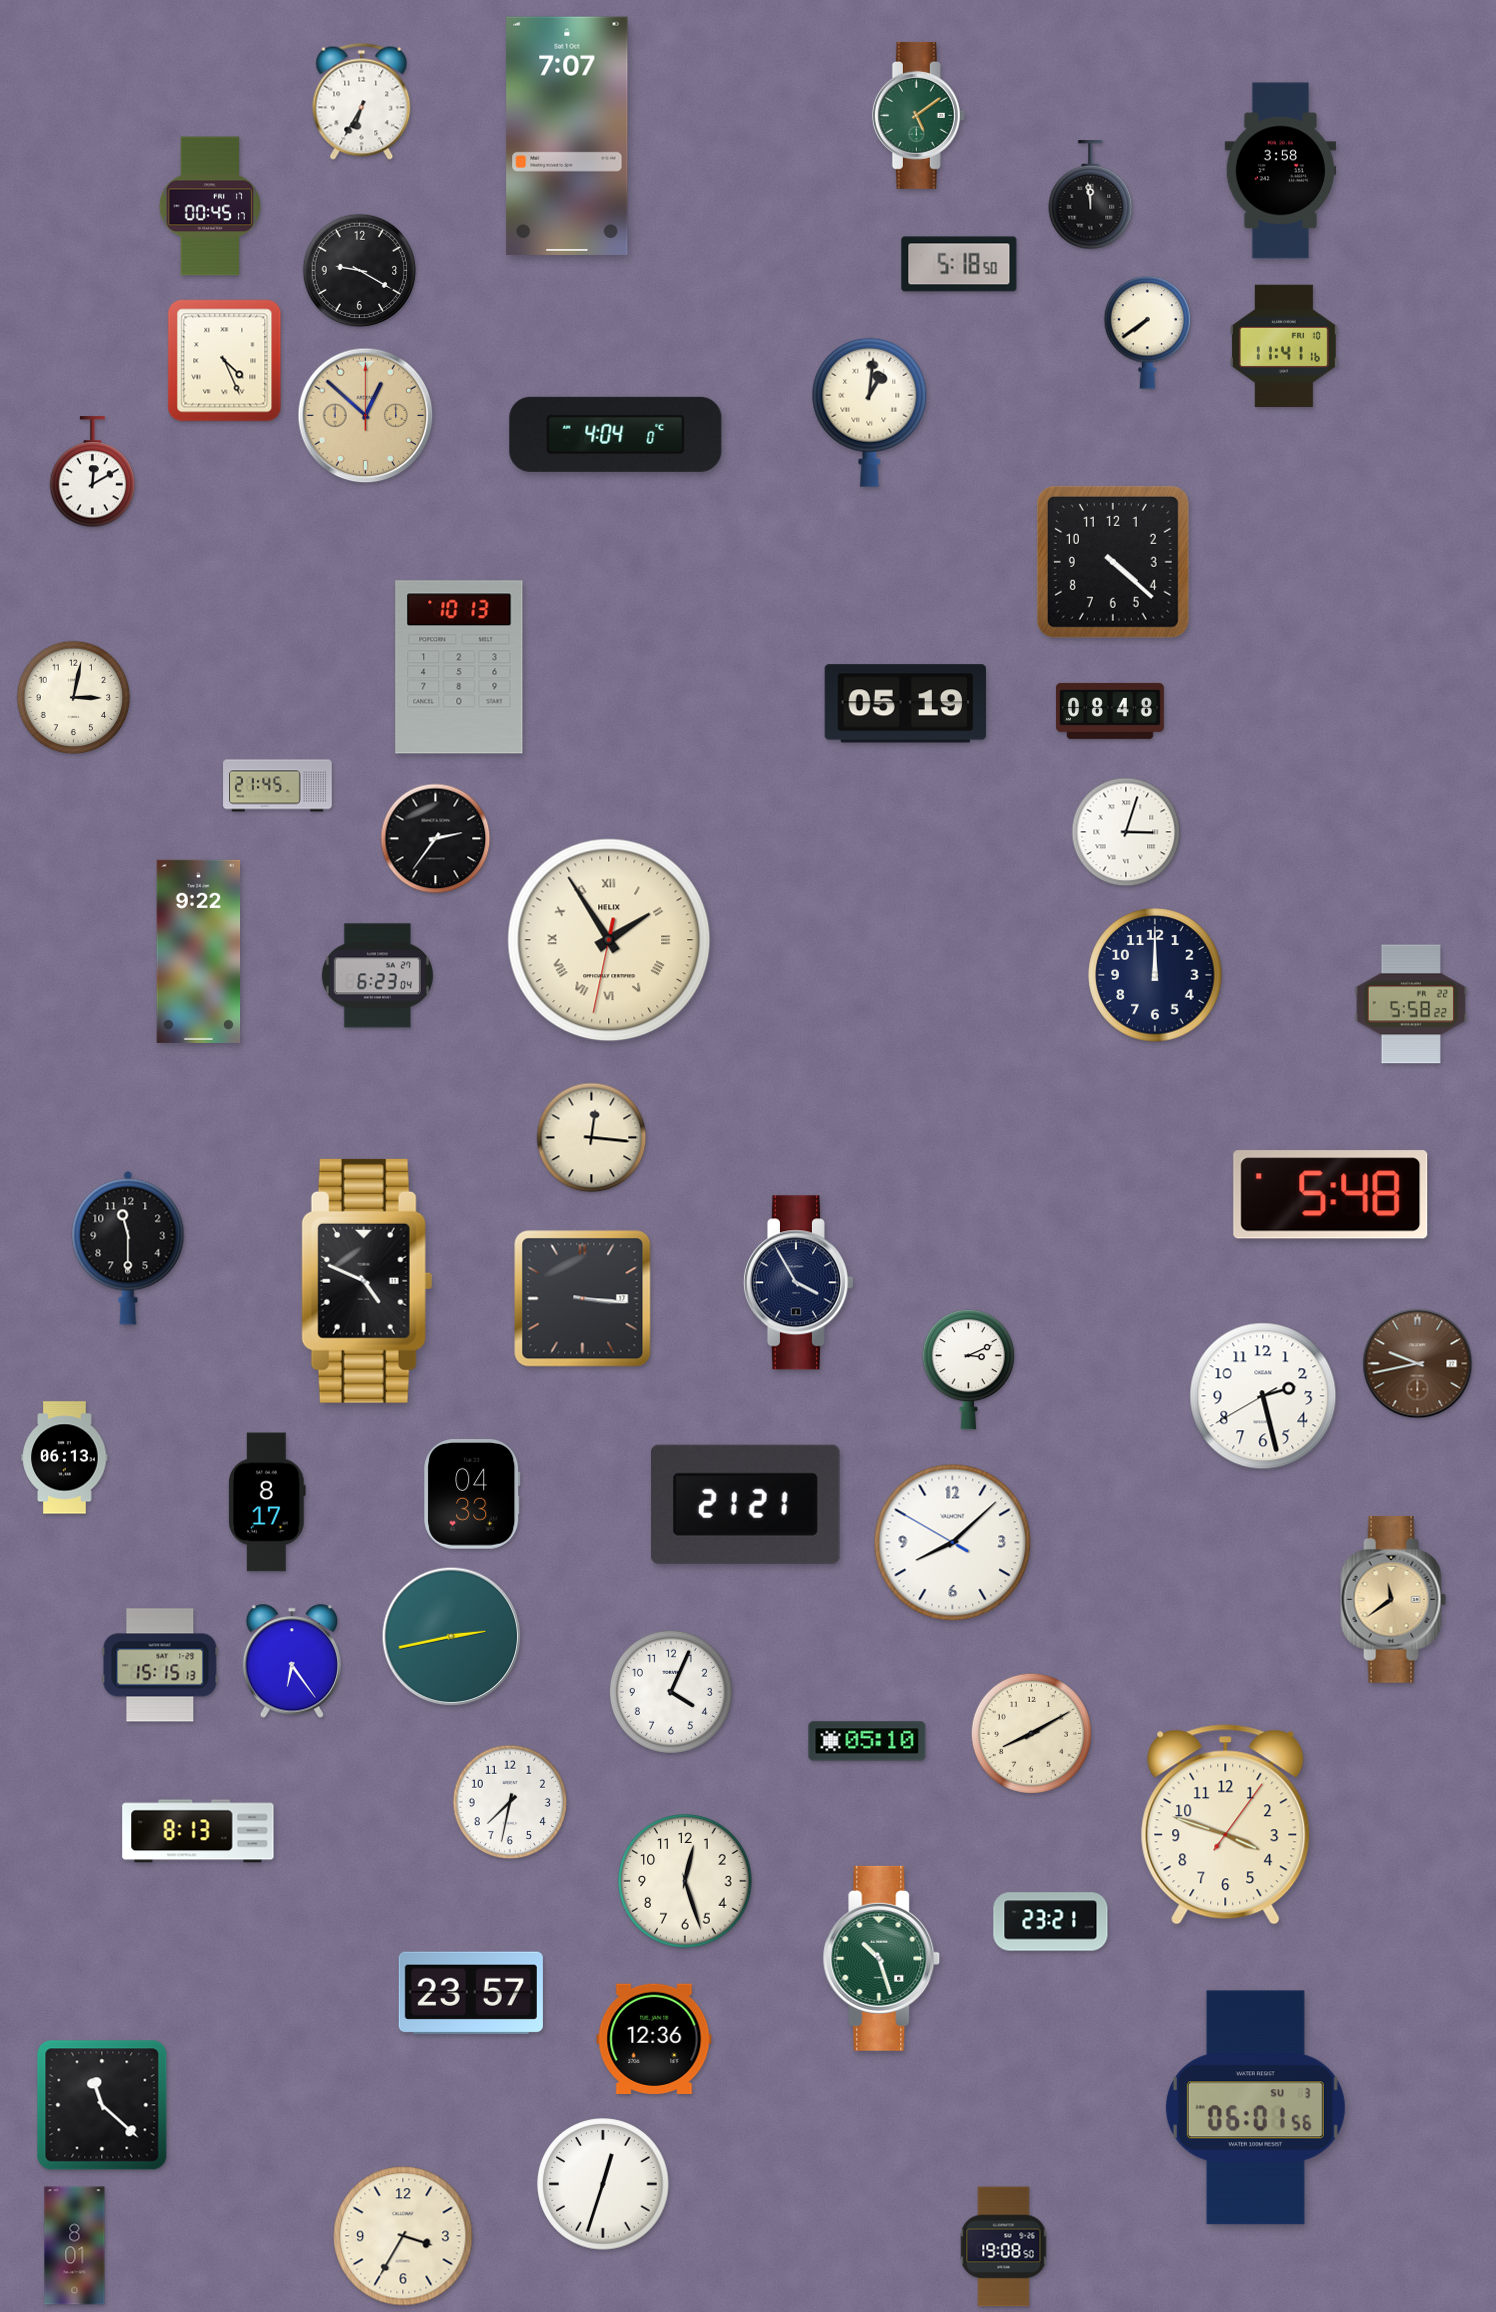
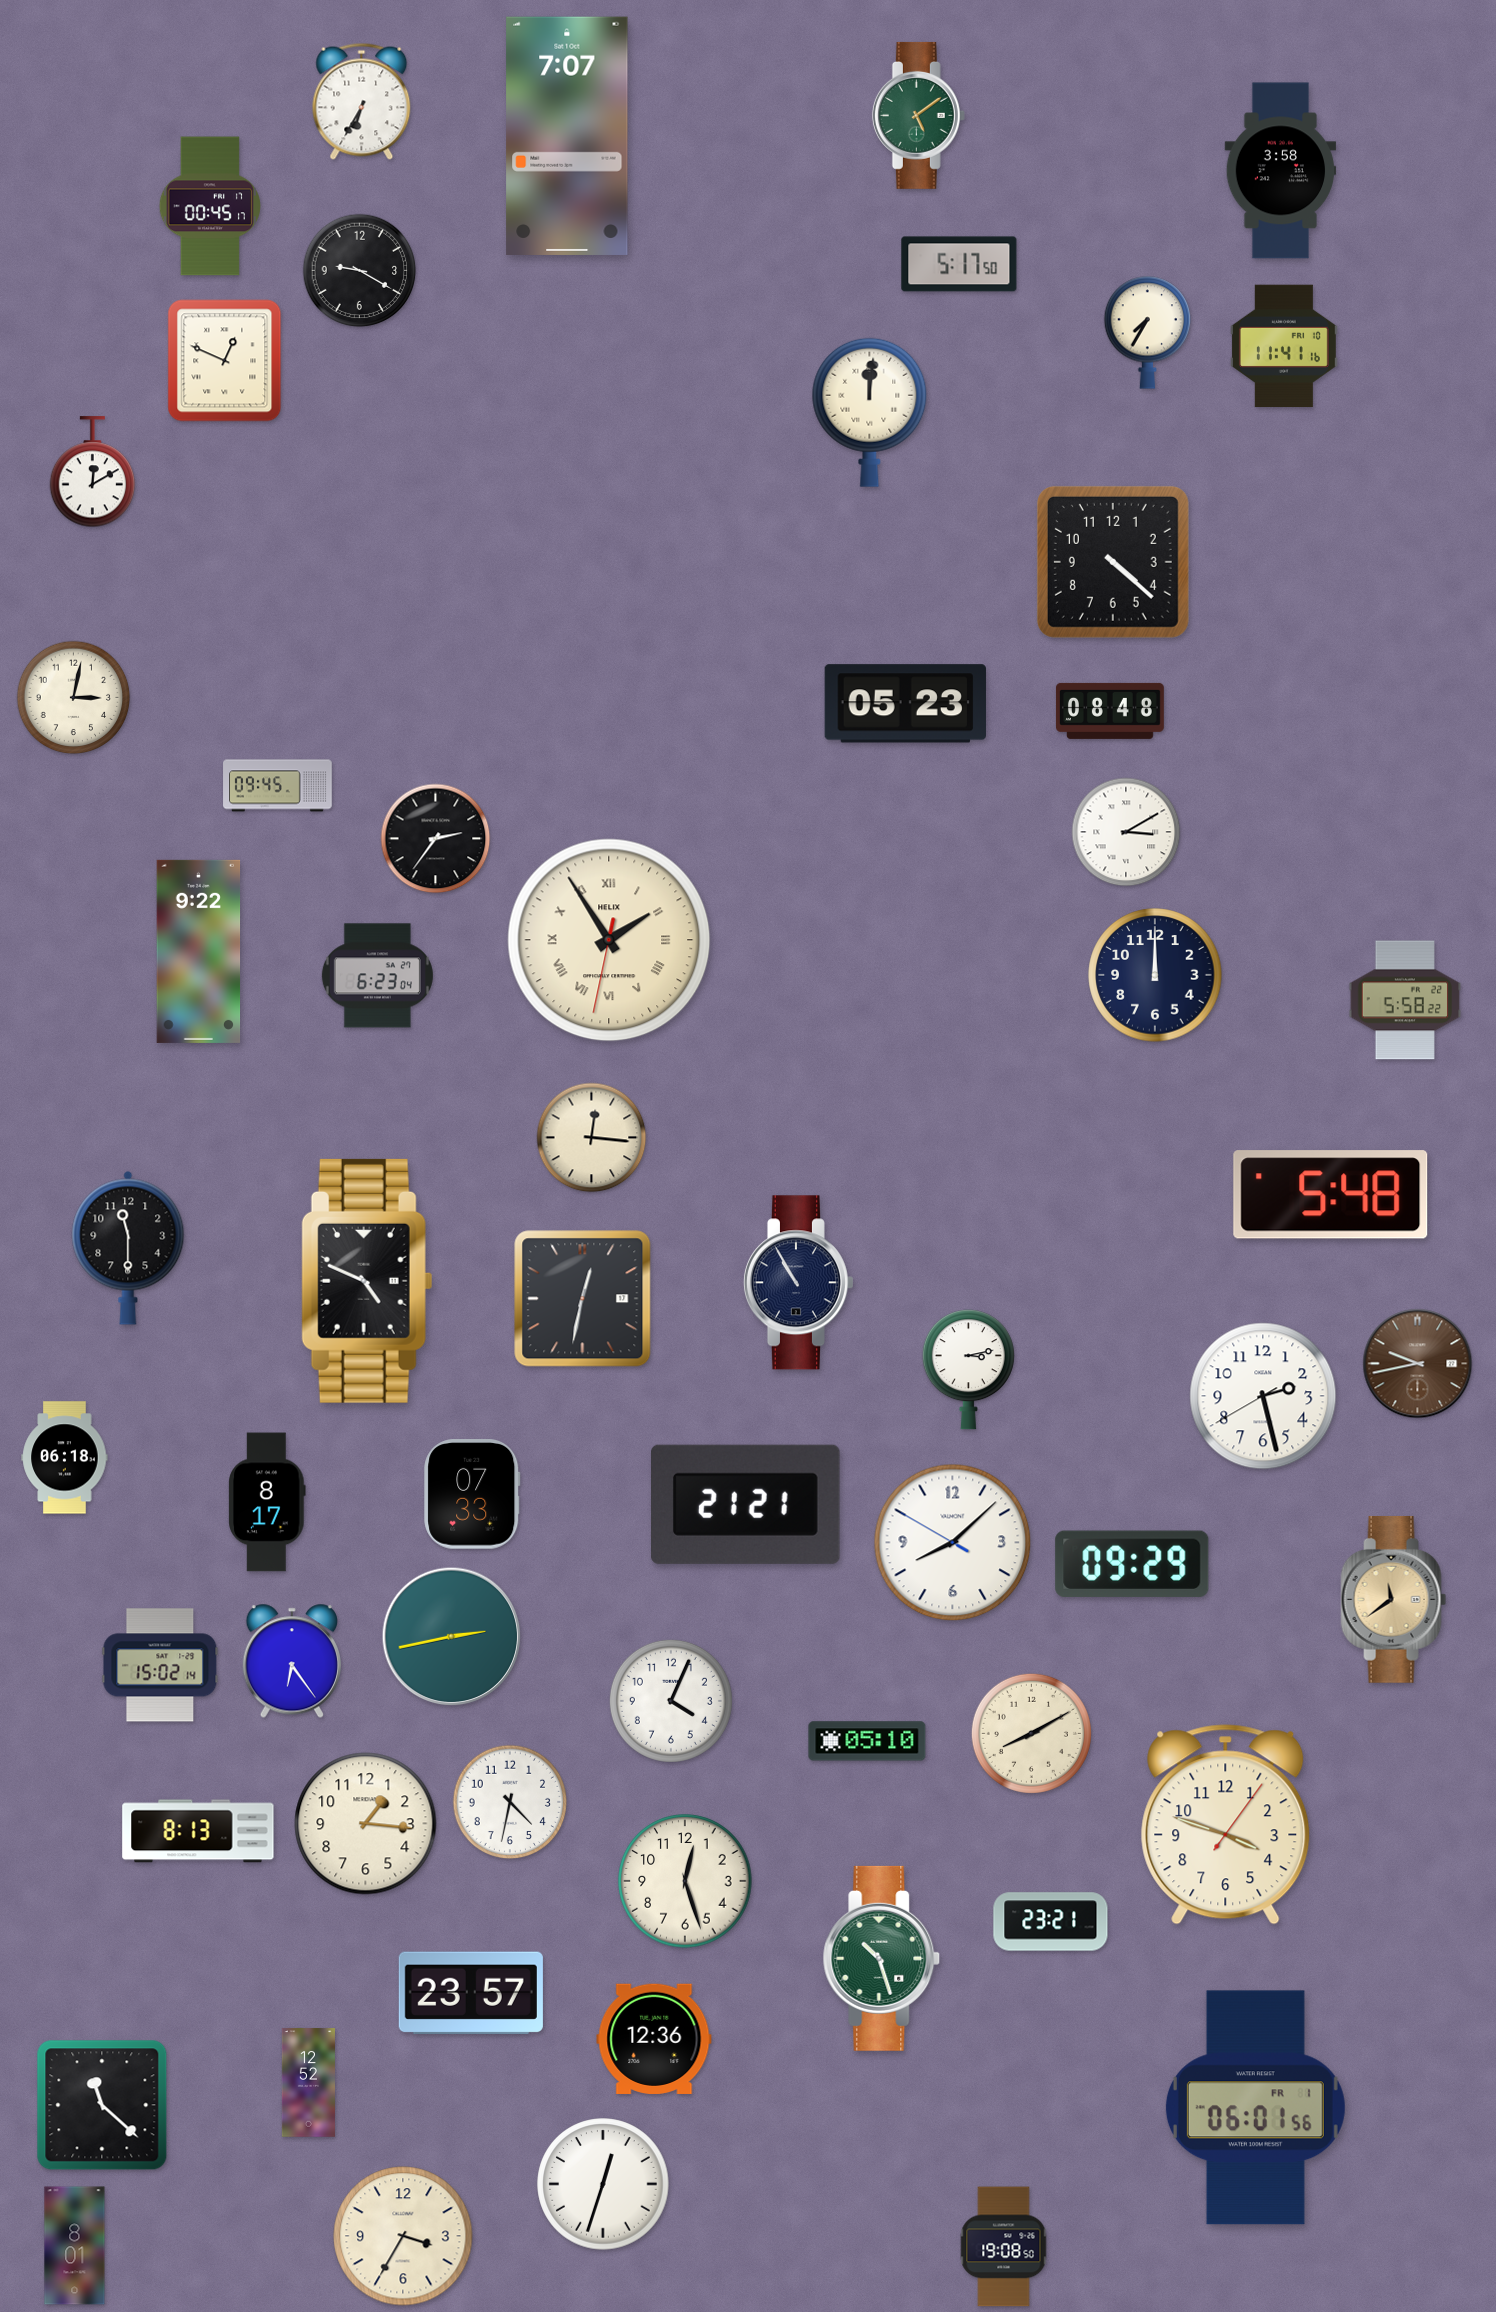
clock at (1091, 196): 11:59 -> none
clock at (959, 264): 5:18 -> 5:17
clock at (1148, 332): 7:39 -> 7:35
clock at (225, 361): 4:26 -> 12:49
clock at (870, 412): 1:01 -> 12:01
clock at (366, 416): 12:52 -> none
clock at (616, 434): 4:04 -> none
clock at (459, 667): 10:13 -> none
clock at (905, 704): 05:19 -> 05:23
clock at (278, 786): 21:45 -> 09:45
clock at (1126, 832): 3:03 -> 3:10
clock at (1411, 1004) position: (1411, 1004) -> (1405, 1000)
clock at (798, 1283): 3:55 -> 10:55
clock at (583, 1299): 3:16 -> 12:32
clock at (968, 1370): 3:11 -> 3:13
clock at (65, 1458): 06:13 -> 06:18
clock at (472, 1494): 04:33 -> 07:33
clock at (1132, 1564): none -> 09:29
clock at (160, 1665): 15:15 -> 15:02
clock at (671, 1692) position: (671, 1692) -> (671, 1701)
clock at (510, 1802): 7:32 -> 4:32
clock at (366, 1824): none -> 1:16
clock at (308, 2083): none -> 12:52
clock at (1255, 2108) date: SU 3 -> FR 1
